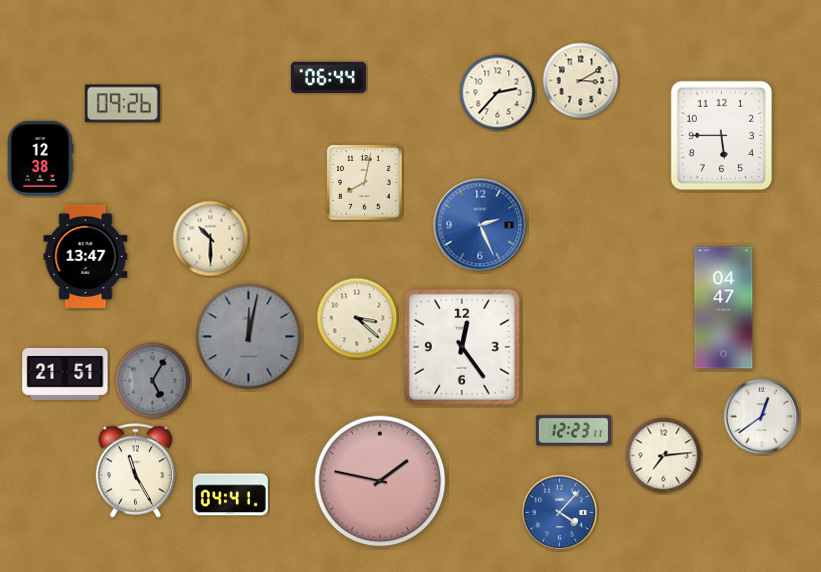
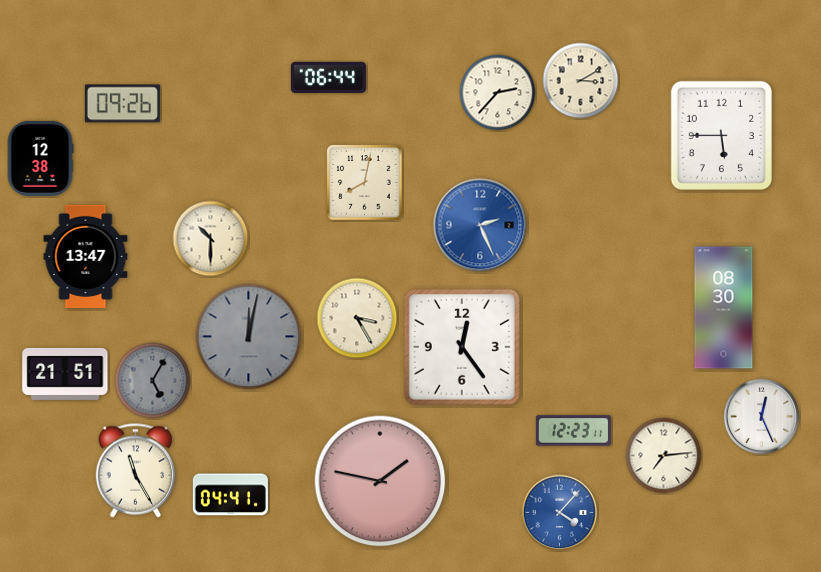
clock at (724, 308): 04:47 -> 08:30
clock at (357, 318): 3:22 -> 3:25
clock at (762, 417): 12:39 -> 12:26
